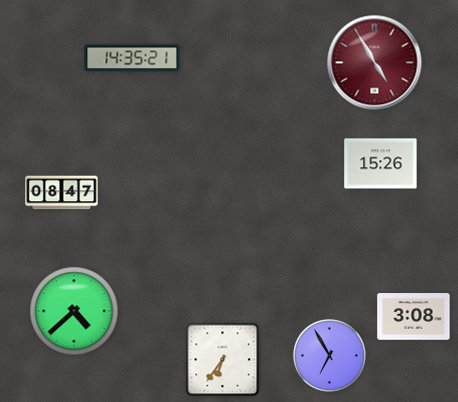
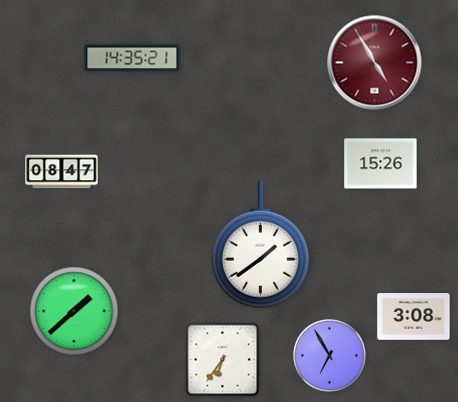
clock at (62, 193) position: (62, 193) -> (62, 172)
clock at (261, 246): none -> 1:39
clock at (74, 311): 4:38 -> 1:38
